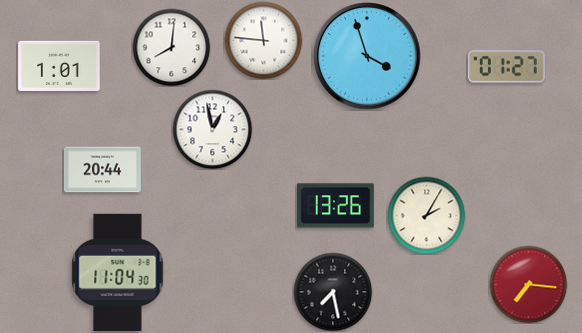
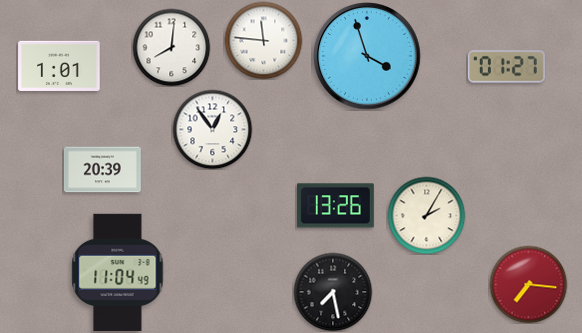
clock at (212, 129): 12:58 -> 12:54
clock at (103, 170): 20:44 -> 20:39
clock at (118, 272): 11:04:30 -> 11:04:49
